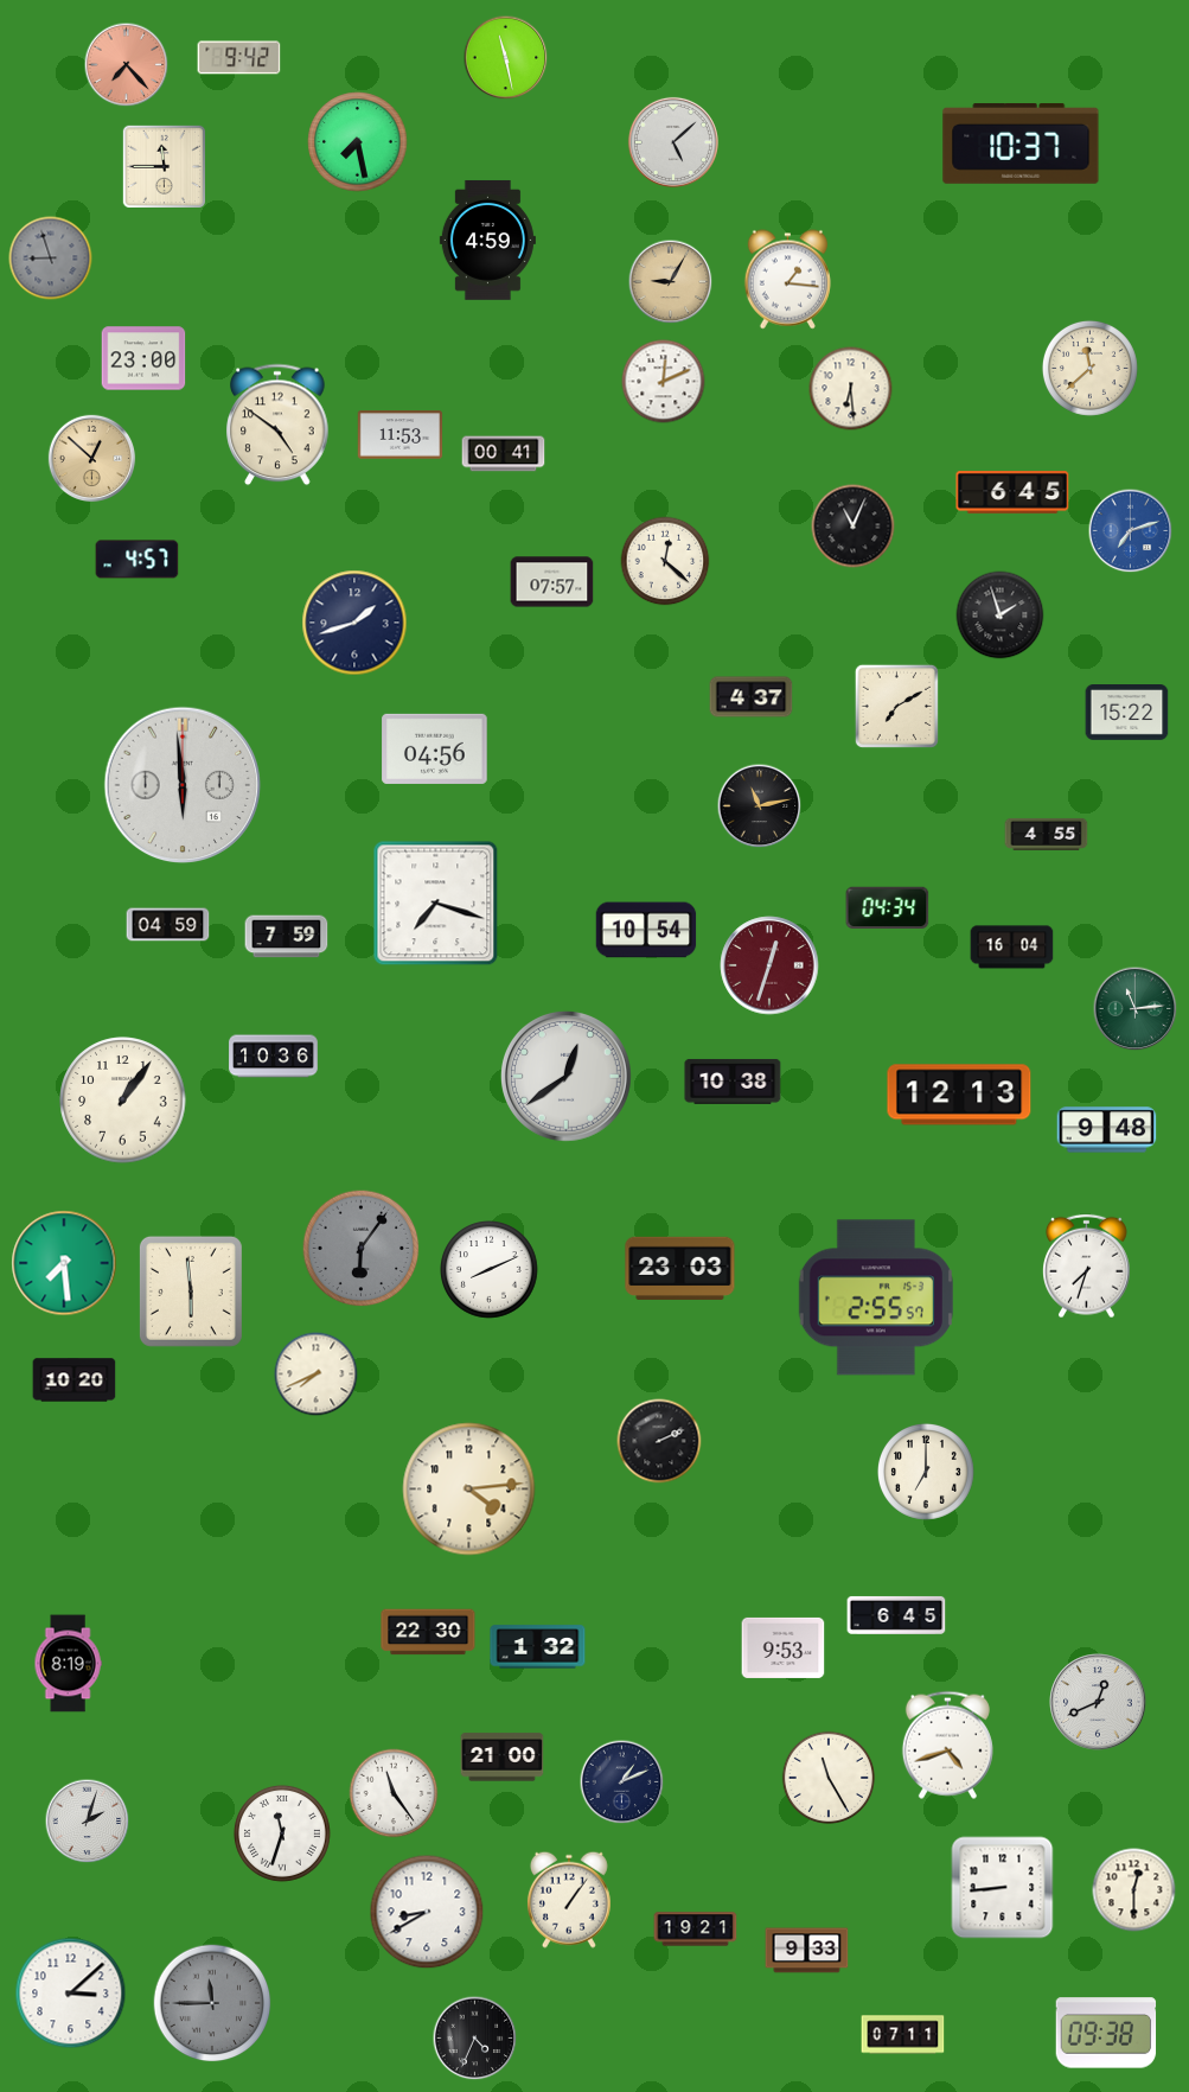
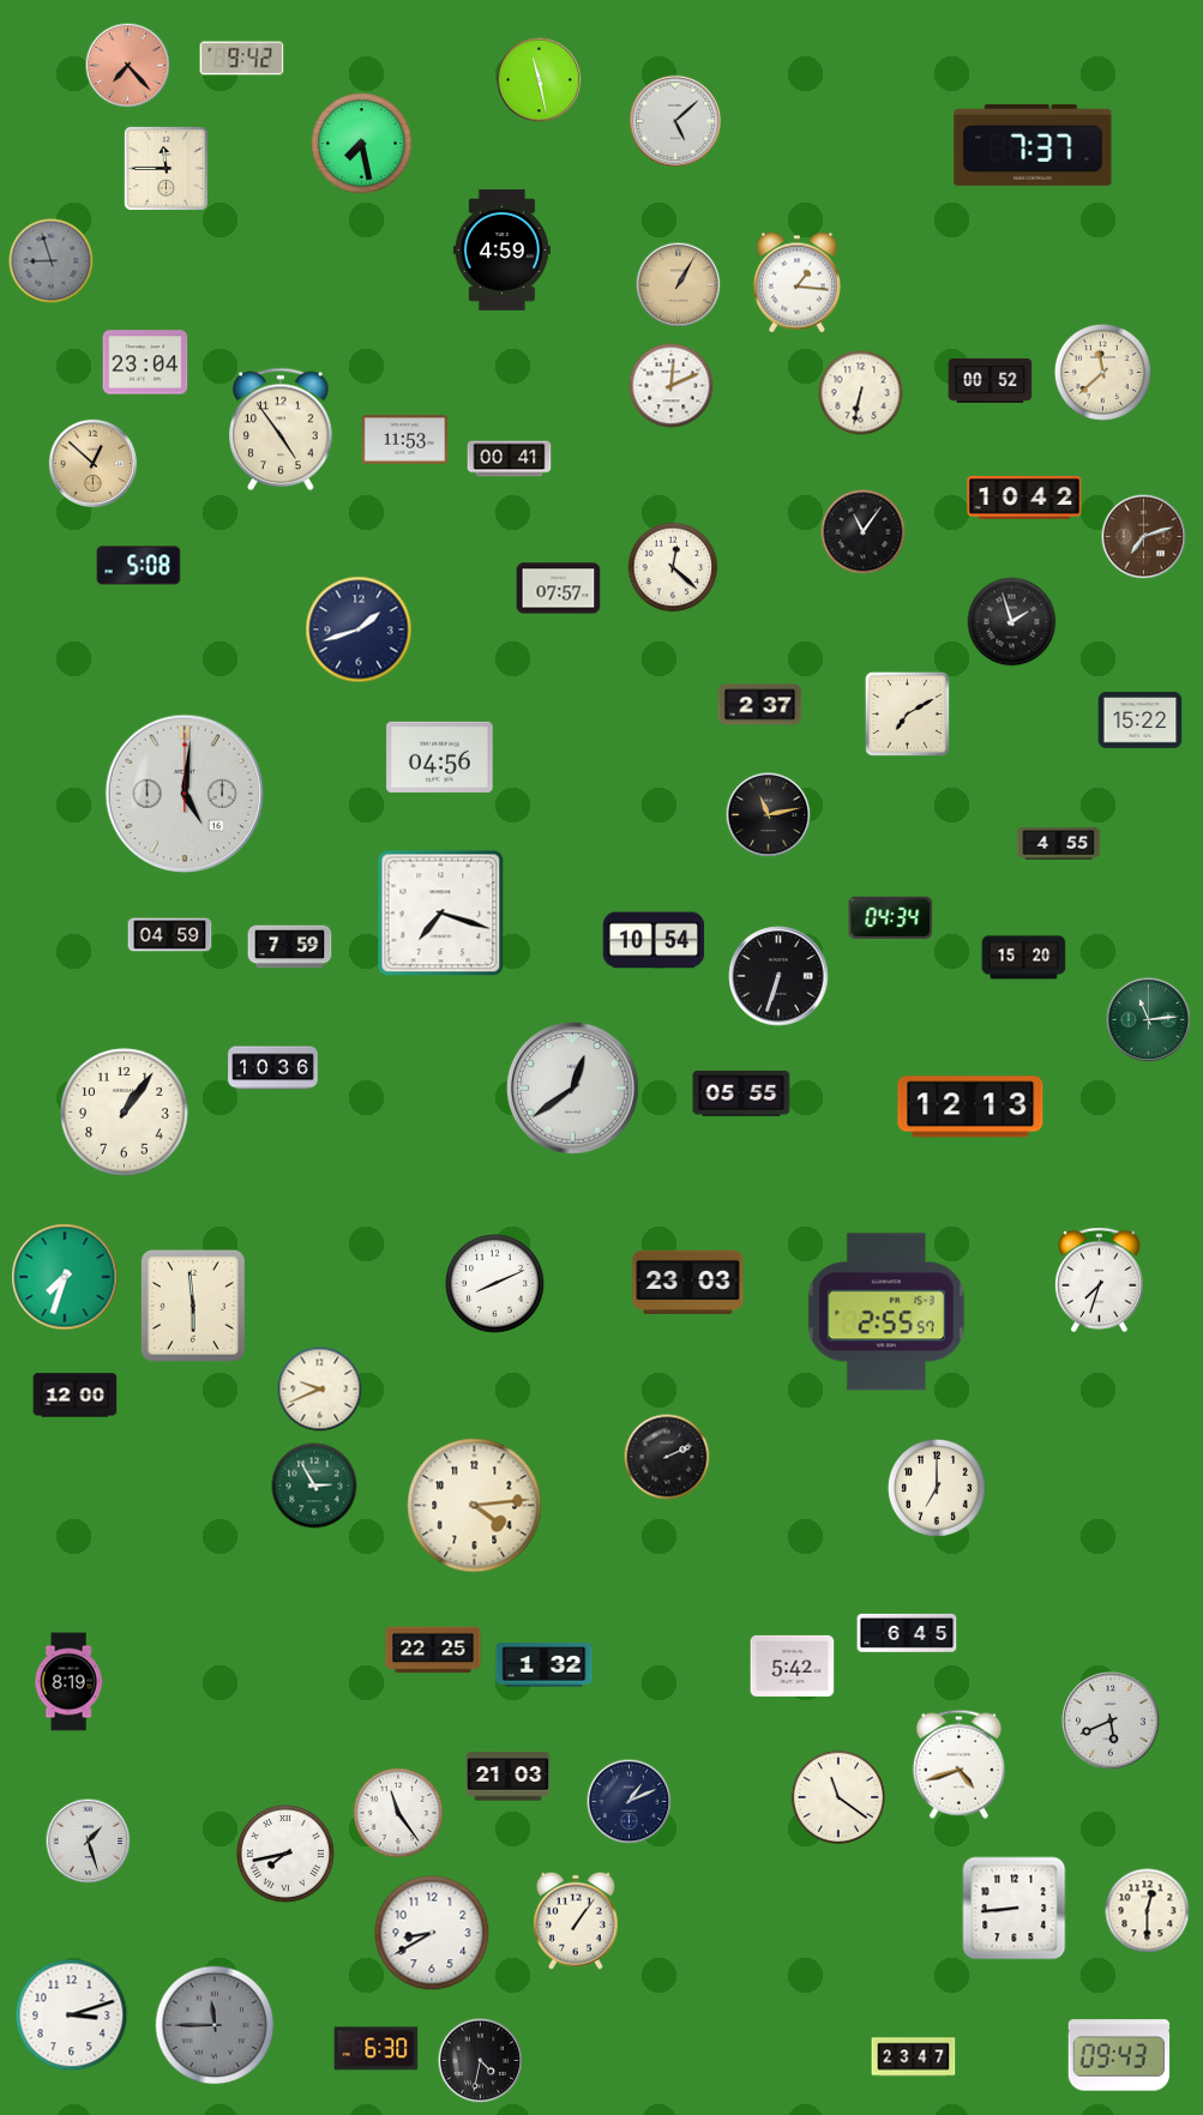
clock at (506, 58) position: (506, 58) -> (540, 80)
clock at (673, 142) position: (673, 142) -> (675, 121)
clock at (1021, 145): 10:37 -> 7:37
clock at (487, 240) position: (487, 240) -> (501, 249)
clock at (671, 282): 9:05 -> 1:05
clock at (143, 358): 23:00 -> 23:04
clock at (991, 380): none -> 00:52
clock at (851, 389): 6:29 -> 6:32
clock at (277, 425): 4:51 -> 4:54
clock at (1012, 492): 6:45 -> 10:42
clock at (854, 527): 11:04 -> 11:06
clock at (1131, 531) dial: blue -> brown
clock at (138, 560): 4:57 -> 5:08
clock at (752, 697): 4:37 -> 2:37
clock at (183, 785): 5:59 -> 5:01
clock at (888, 908) position: (888, 908) -> (891, 918)
clock at (1012, 948): 16:04 -> 15:20
clock at (769, 965): 12:33 -> 6:33
clock at (769, 965) dial: burgundy -> black
clock at (274, 1057) position: (274, 1057) -> (273, 1068)
clock at (733, 1082): 10:38 -> 05:55
clock at (1107, 1130): 9:48 -> none
clock at (362, 1249): 6:06 -> none
clock at (64, 1263): 7:29 -> 7:33
clock at (317, 1375): 7:41 -> 9:41
clock at (75, 1380): 10:20 -> 12:00
clock at (314, 1486): none -> 2:55
clock at (428, 1632): 22:30 -> 22:25
clock at (784, 1647): 9:53 -> 5:42
clock at (1098, 1702): 12:41 -> 5:41
clock at (503, 1758): 21:00 -> 21:03
clock at (827, 1777): 11:25 -> 11:21
clock at (88, 1822): 2:03 -> 1:27
clock at (282, 1833): 11:33 -> 7:43
clock at (696, 1930): 19:21 -> none
clock at (807, 1951): 9:33 -> none
clock at (71, 1994): 3:08 -> 3:12
clock at (377, 2049): none -> 6:30
clock at (1106, 2033): 09:38 -> 09:43
clock at (903, 2035): 07:11 -> 23:47
clock at (475, 2039): 4:34 -> 4:32
